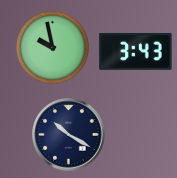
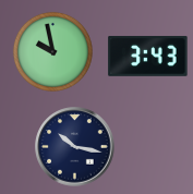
clock at (52, 47) position: (52, 47) -> (52, 51)
clock at (69, 135): 10:20 -> 10:17
